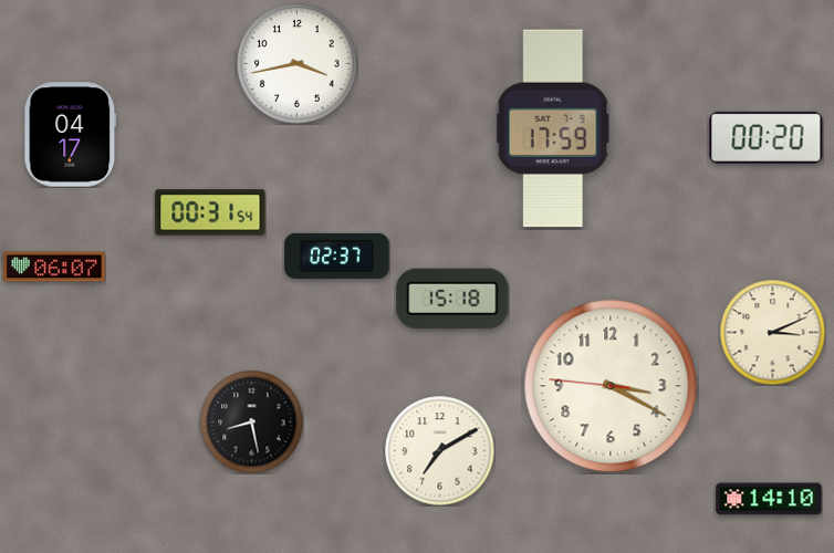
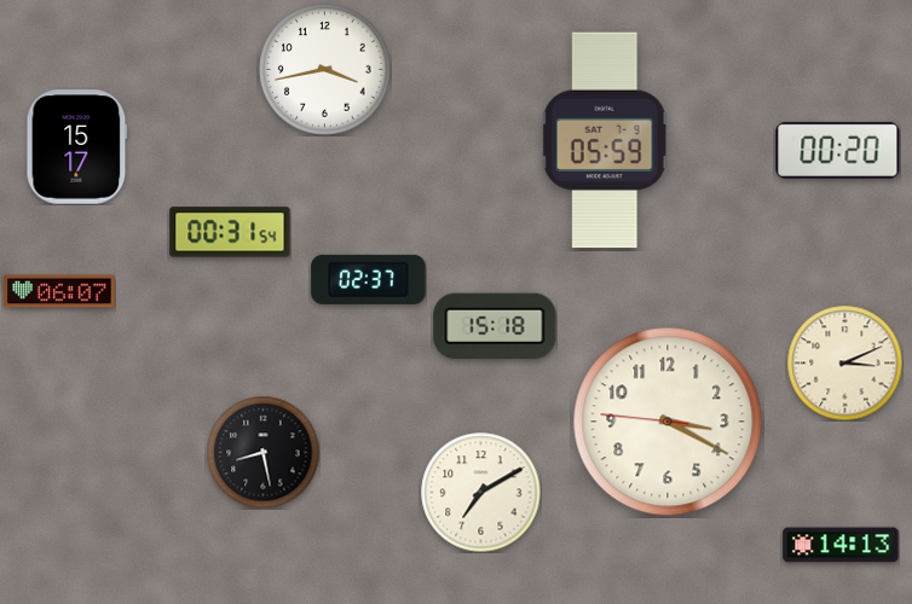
clock at (553, 128): 17:59 -> 05:59
clock at (71, 135): 04:17 -> 15:17
clock at (251, 421) position: (251, 421) -> (262, 452)
clock at (769, 499): 14:10 -> 14:13
